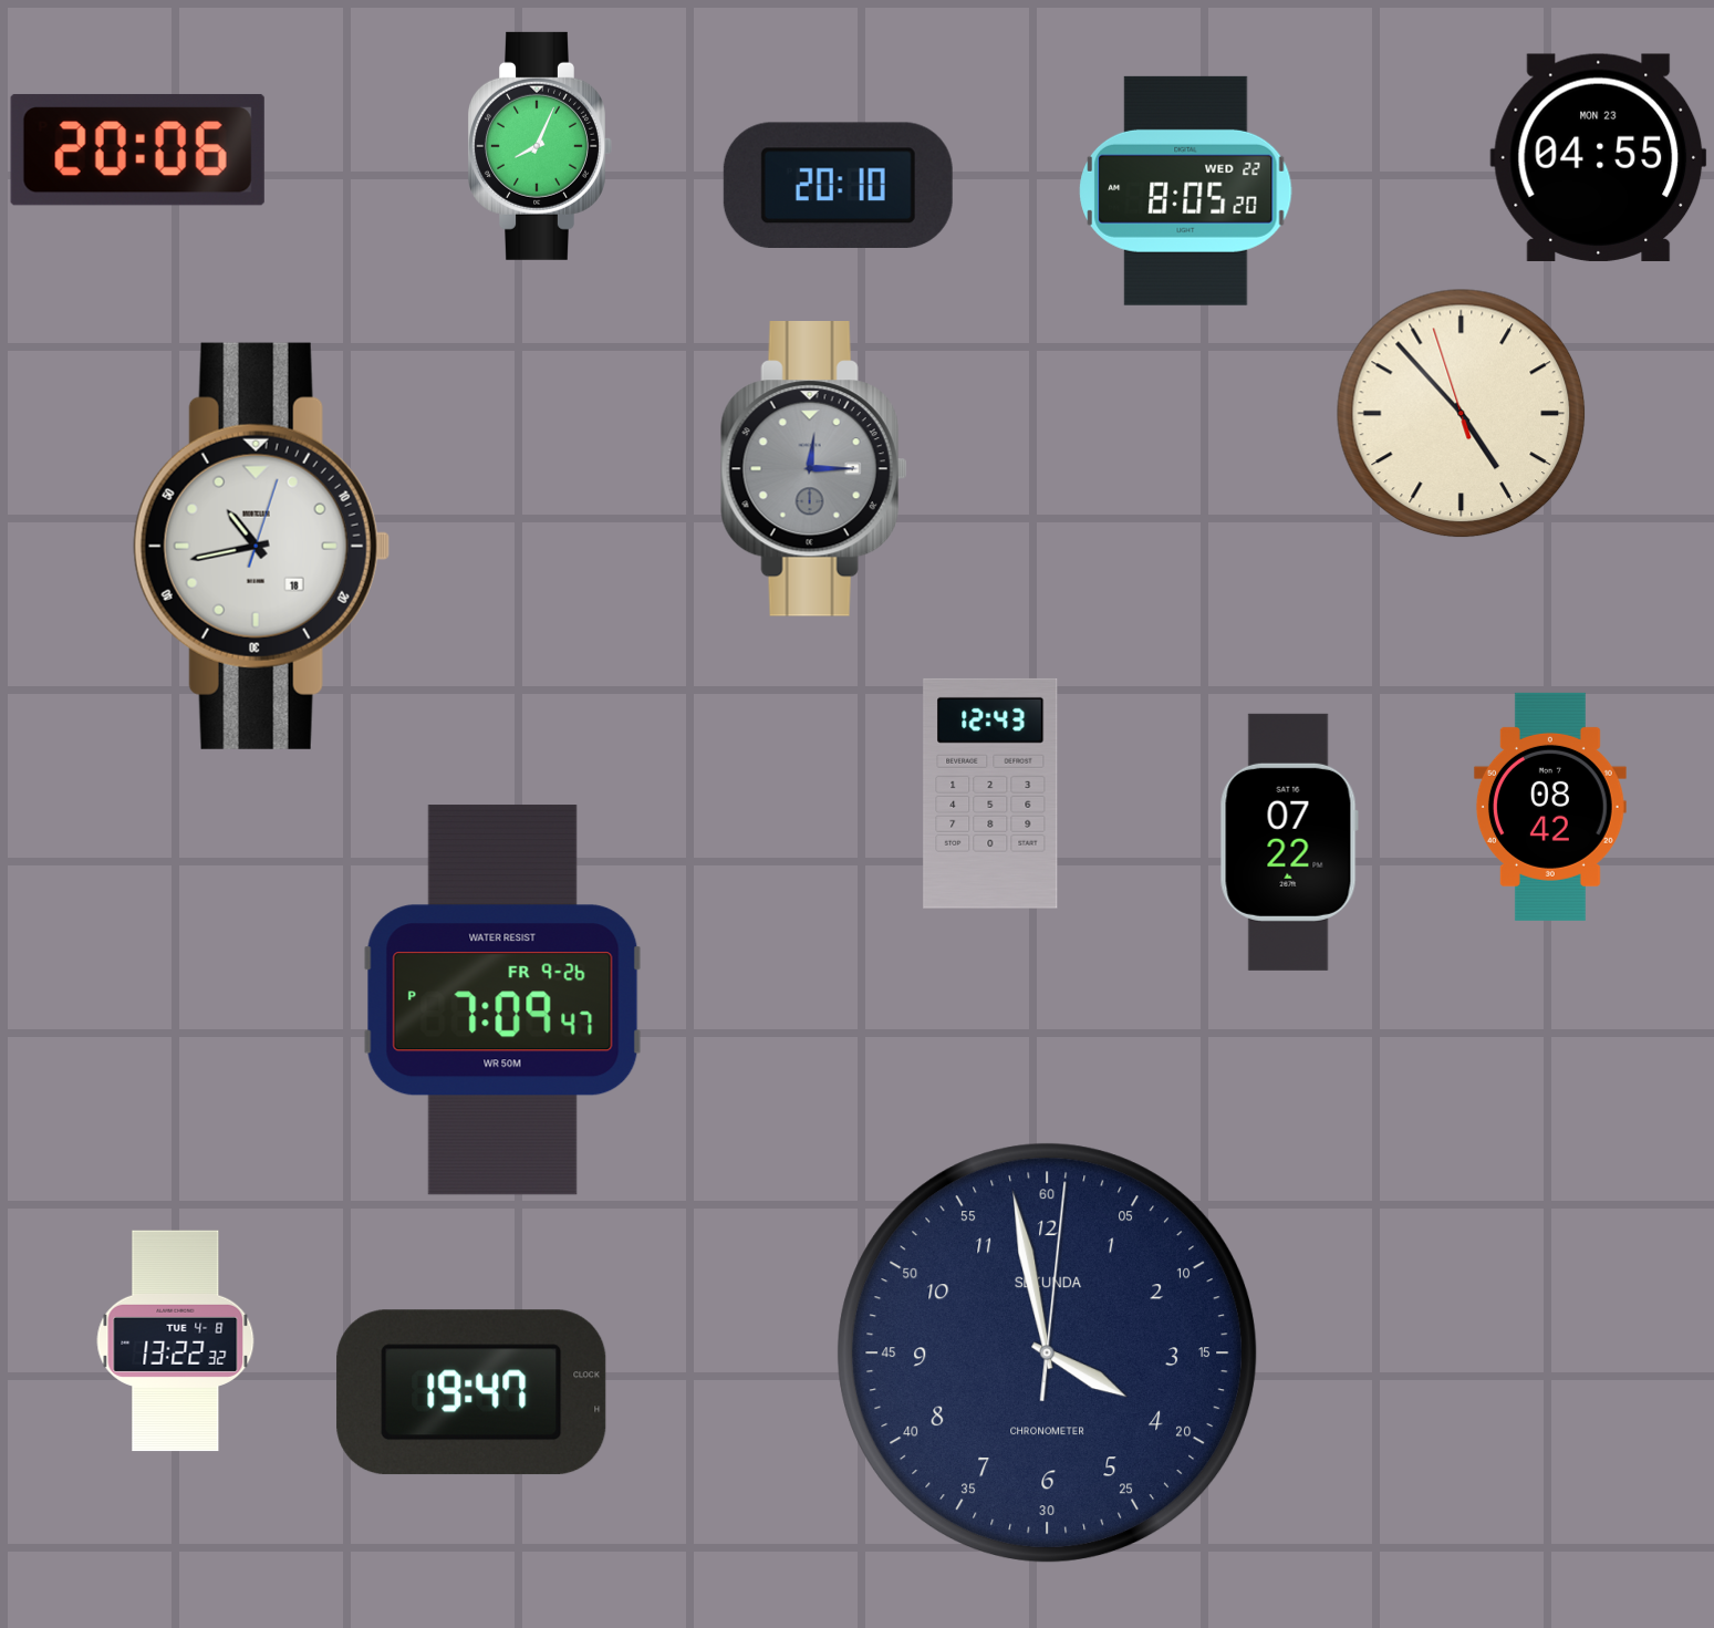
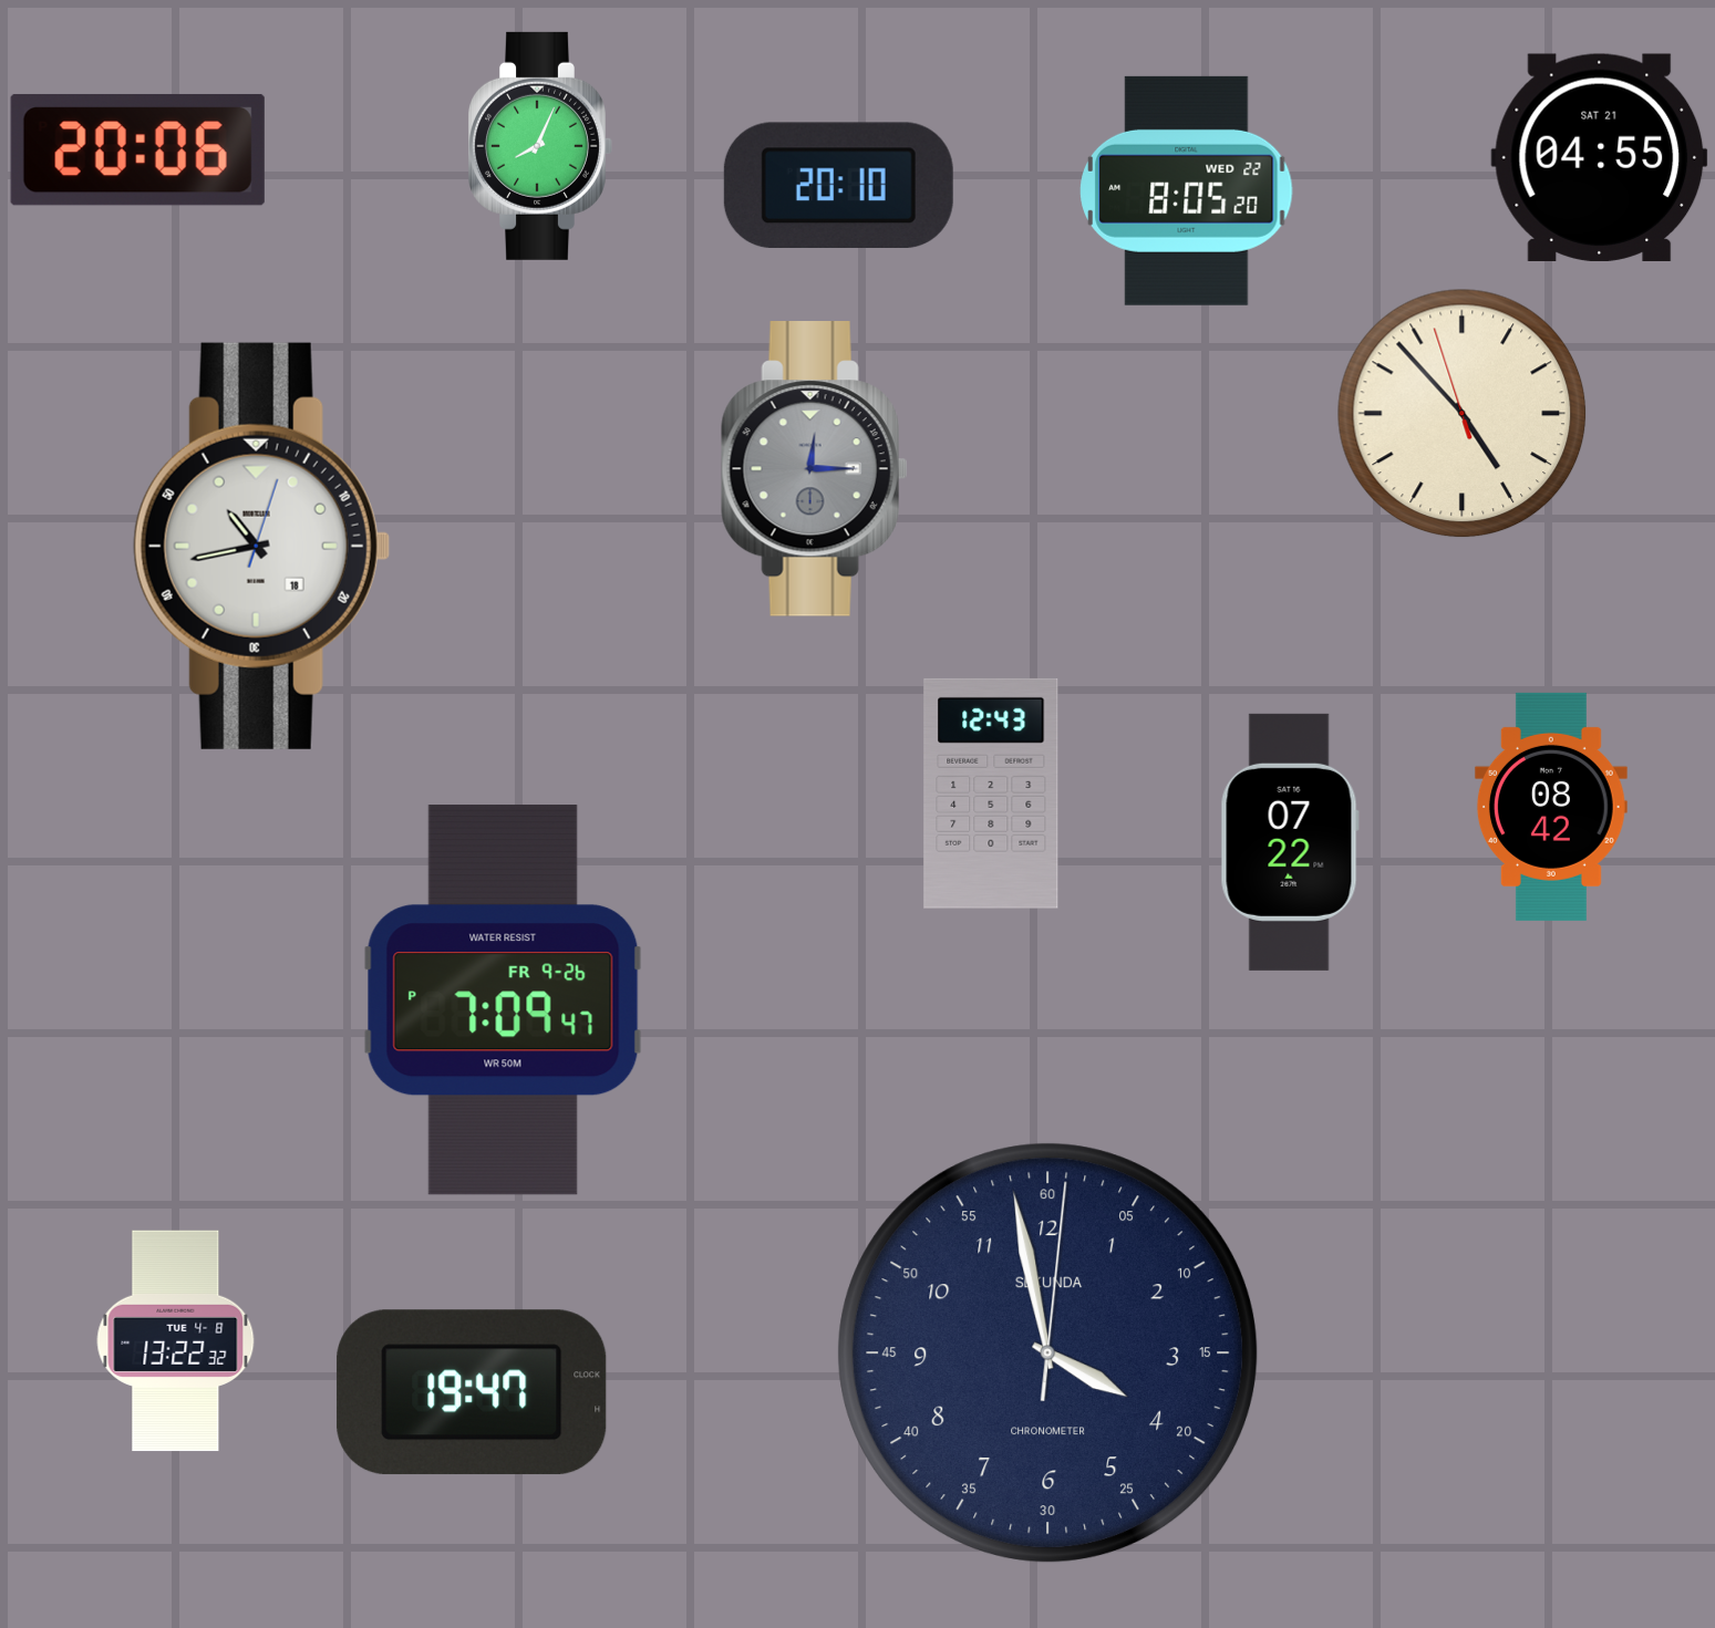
clock at (1599, 157) date: MON 23 -> SAT 21
